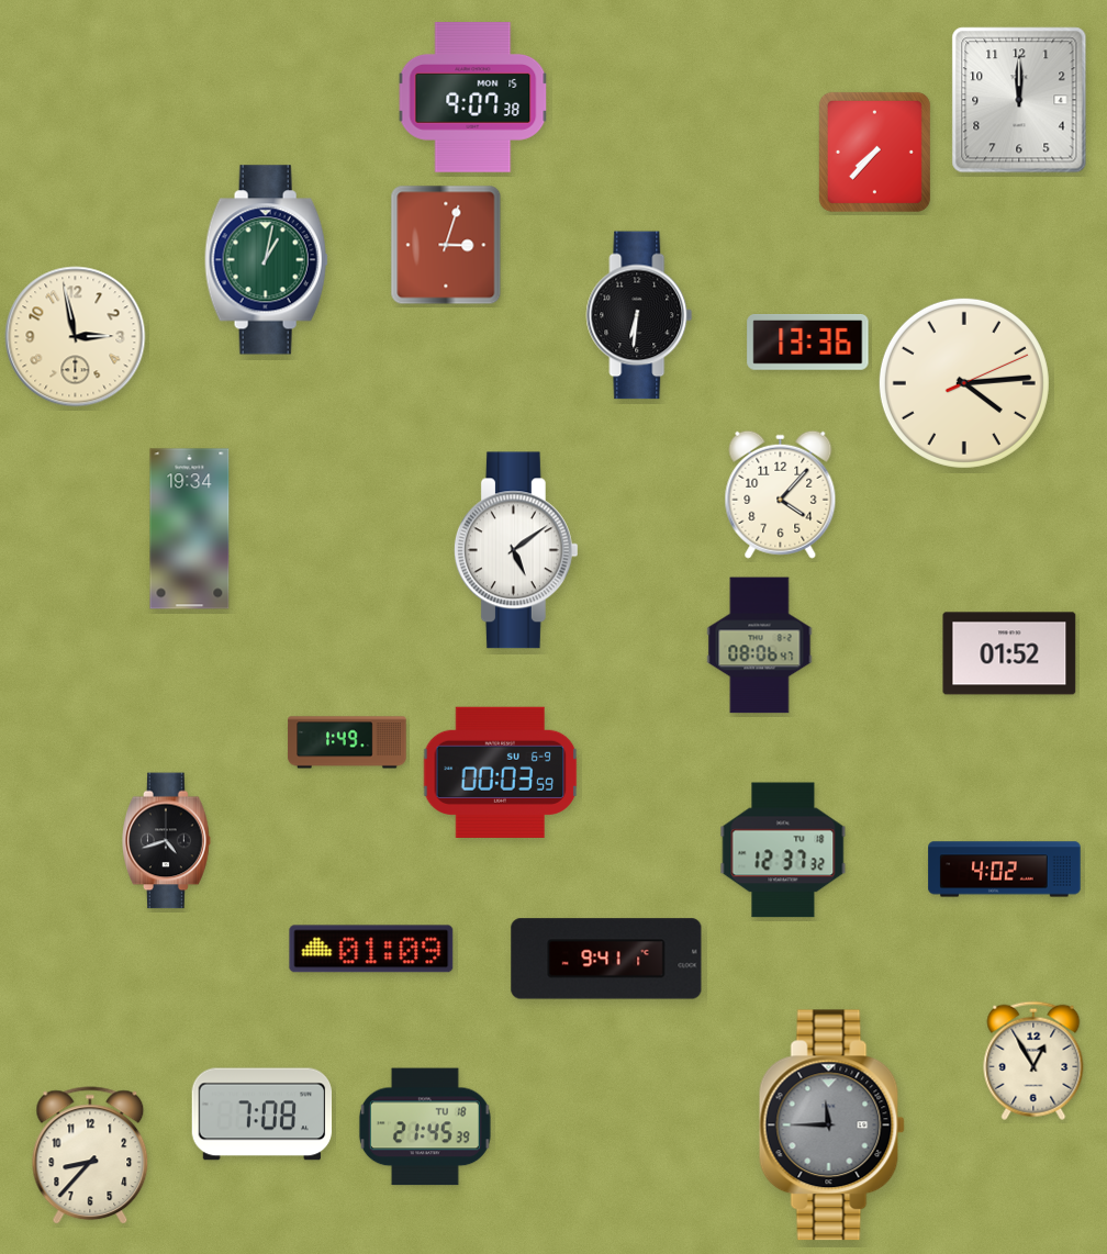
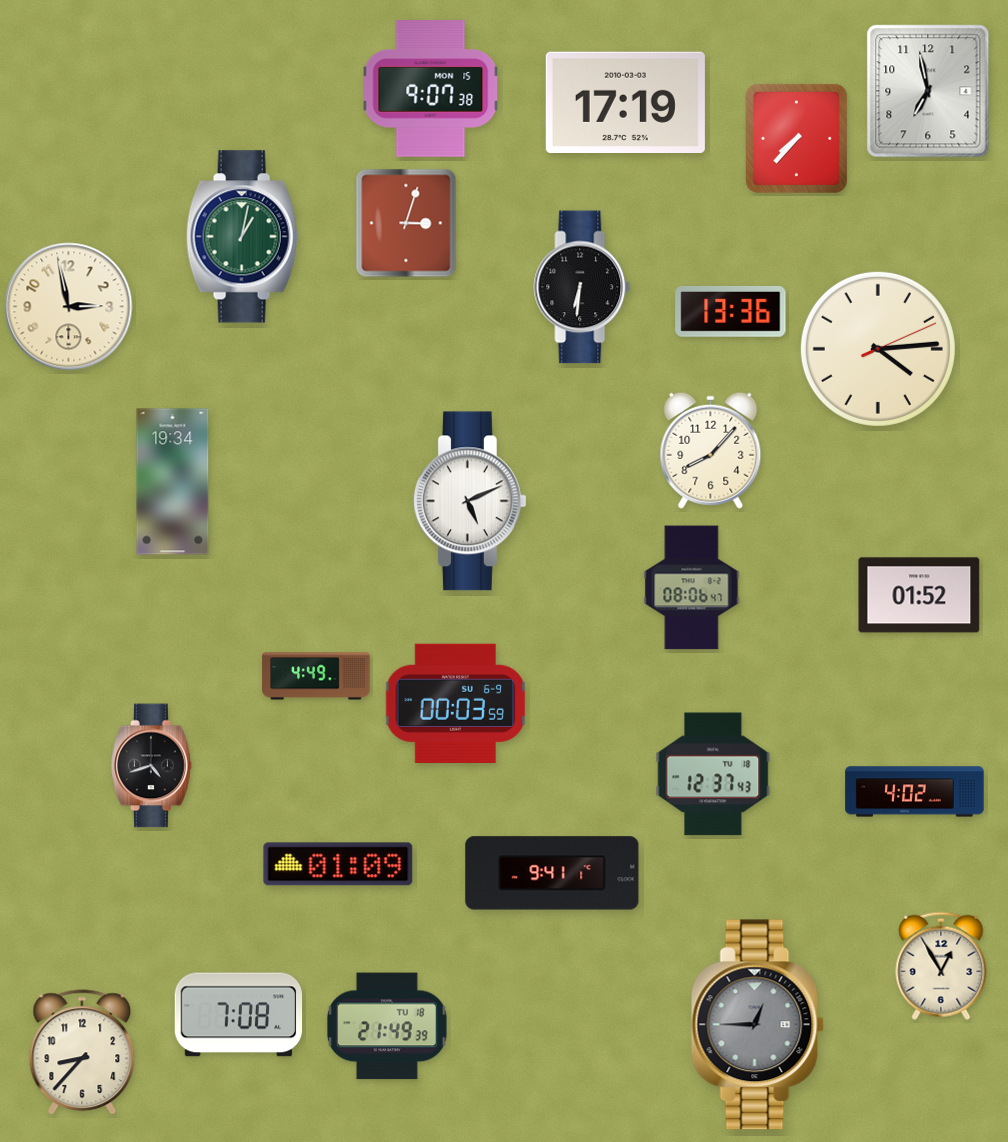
clock at (1019, 100): 12:00 -> 6:58
clock at (625, 102): none -> 17:19
clock at (808, 342) position: (808, 342) -> (731, 311)
clock at (781, 494): 4:07 -> 8:07
clock at (516, 550): 5:09 -> 5:11
clock at (347, 742): 1:49 -> 4:49
clock at (783, 850): 12:37:32 -> 12:37:43
clock at (831, 1126): 11:45 -> 12:45
clock at (425, 1127): 21:45 -> 21:49
